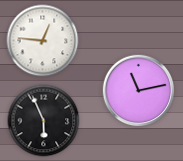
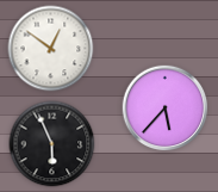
clock at (43, 41): 12:46 -> 12:51
clock at (139, 91): 11:13 -> 5:37
